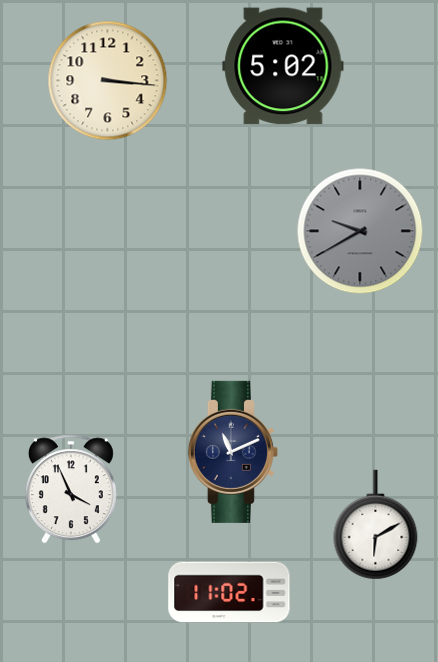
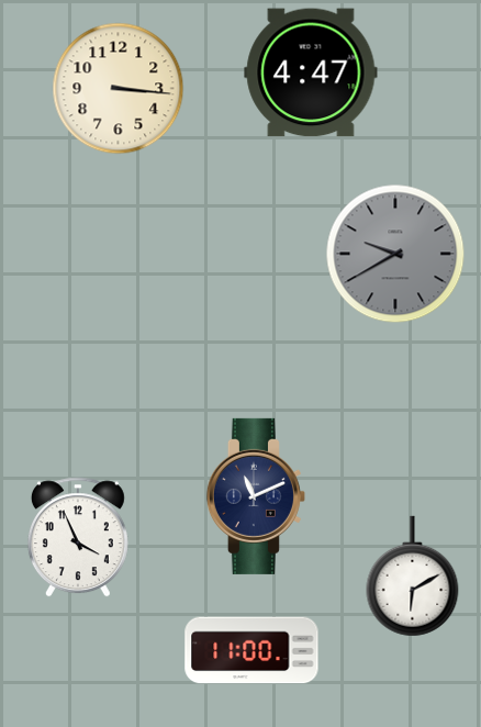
clock at (283, 66): 5:02 -> 4:47
clock at (229, 592): 11:02 -> 11:00
